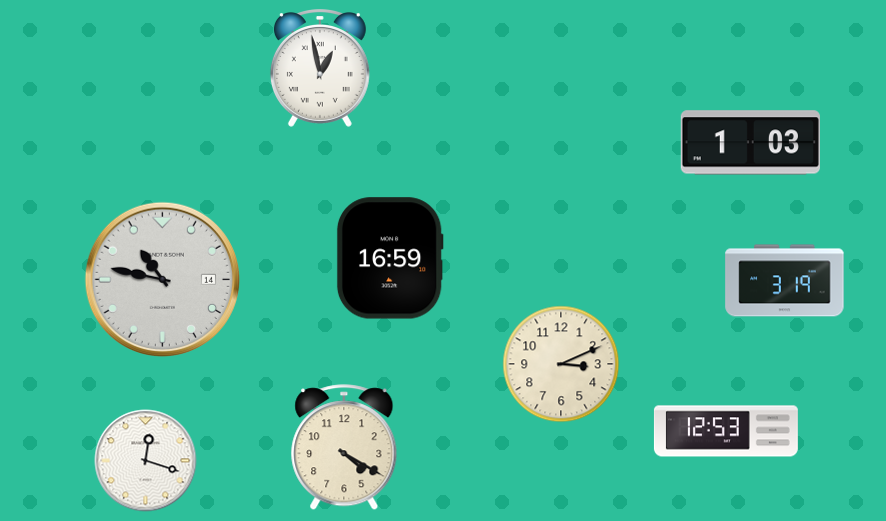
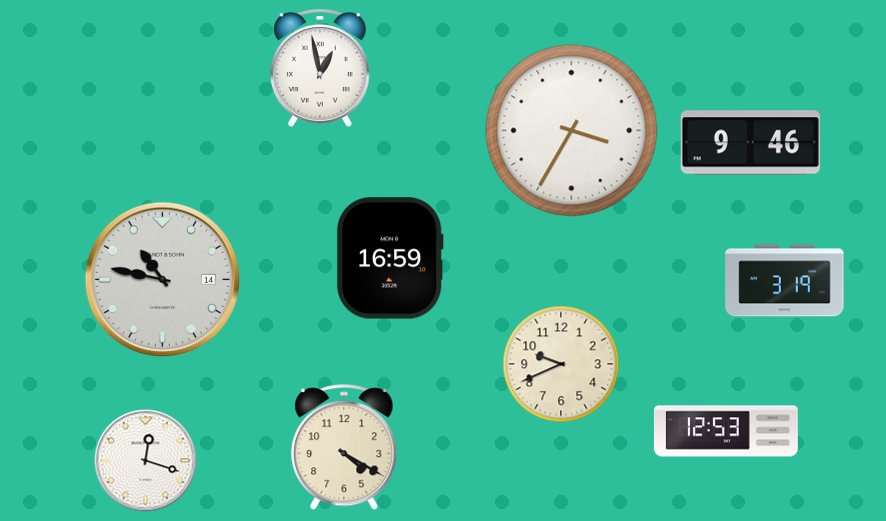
clock at (572, 131): none -> 3:35
clock at (750, 143): 1:03 -> 9:46
clock at (561, 364): 3:11 -> 9:41
